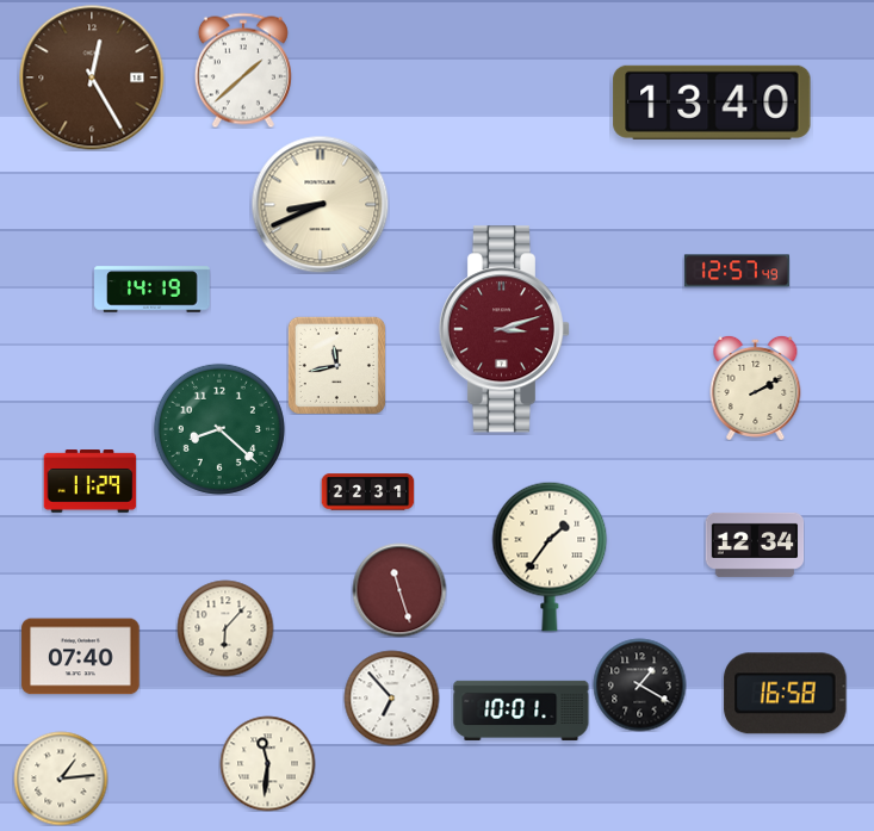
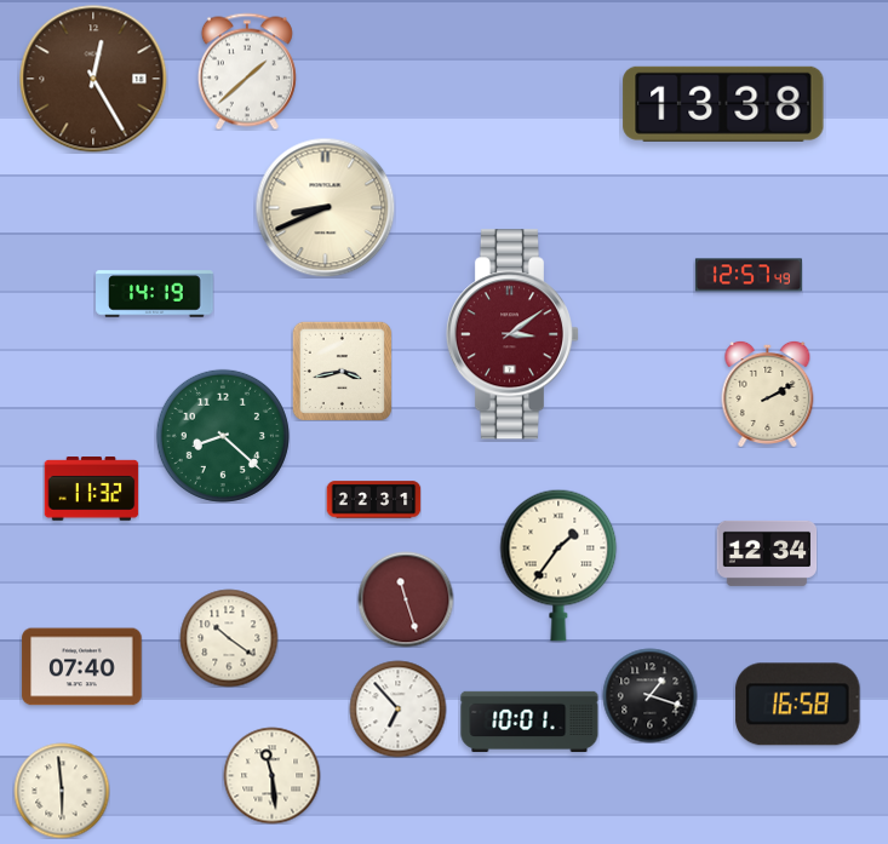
clock at (712, 103): 13:40 -> 13:38
clock at (504, 329): 3:12 -> 3:09
clock at (336, 365): 11:43 -> 3:43
clock at (89, 482): 11:29 -> 11:32
clock at (225, 628): 6:07 -> 10:21
clock at (639, 684): 1:20 -> 1:18
clock at (267, 763): 11:31 -> 11:29
clock at (61, 779): 1:14 -> 5:59
